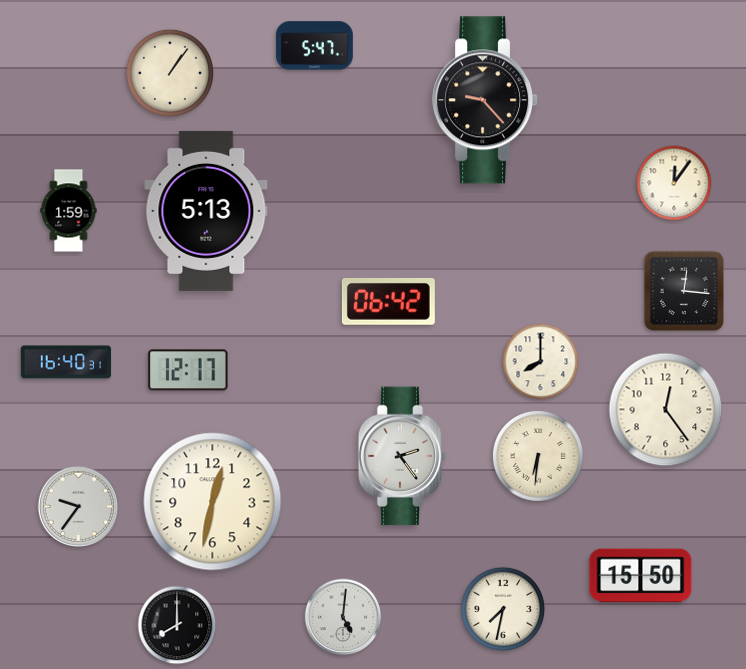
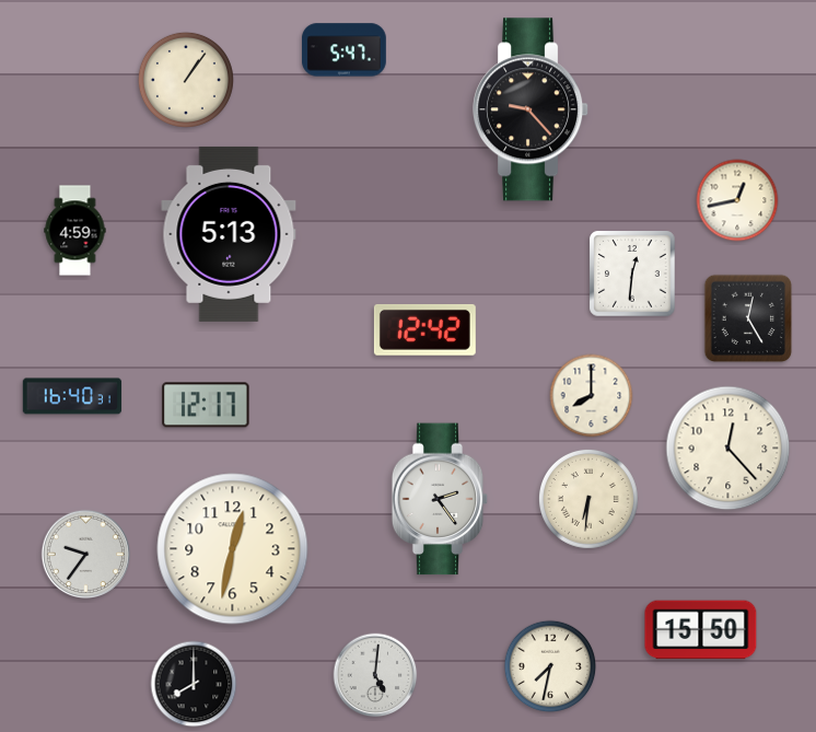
clock at (674, 183): 12:06 -> 12:43
clock at (69, 211): 1:59 -> 4:59
clock at (206, 211) position: (206, 211) -> (229, 234)
clock at (632, 274): none -> 12:31
clock at (684, 291): 12:16 -> 12:25
clock at (388, 301): 06:42 -> 12:42
clock at (666, 410): 12:24 -> 12:23
